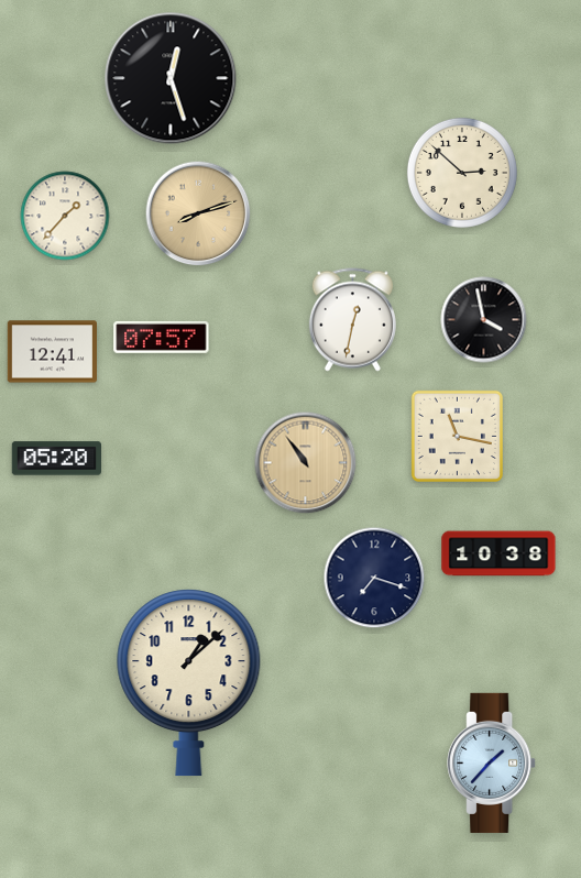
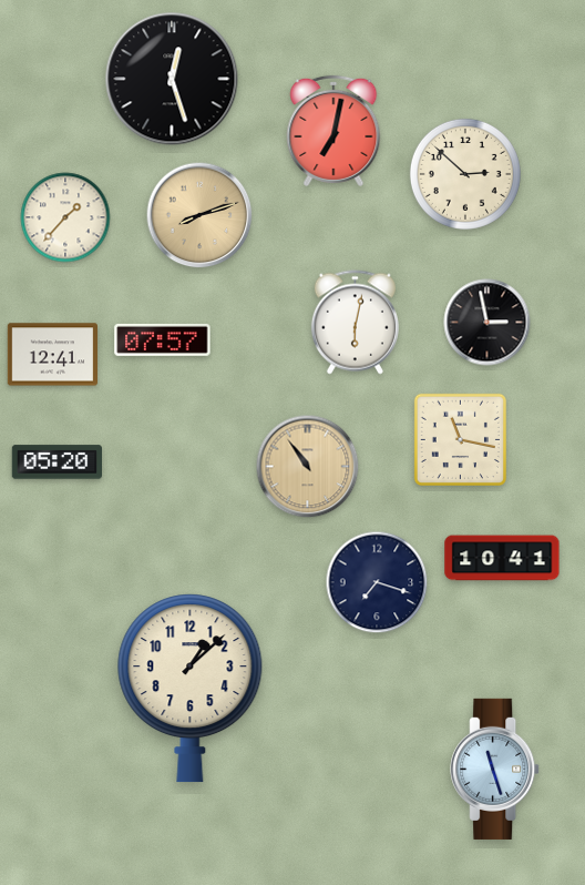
clock at (333, 131): none -> 7:02
clock at (352, 320): 12:32 -> 6:02
clock at (484, 320): 3:58 -> 2:58
clock at (498, 553): 10:38 -> 10:41
clock at (492, 762): 1:37 -> 11:27
